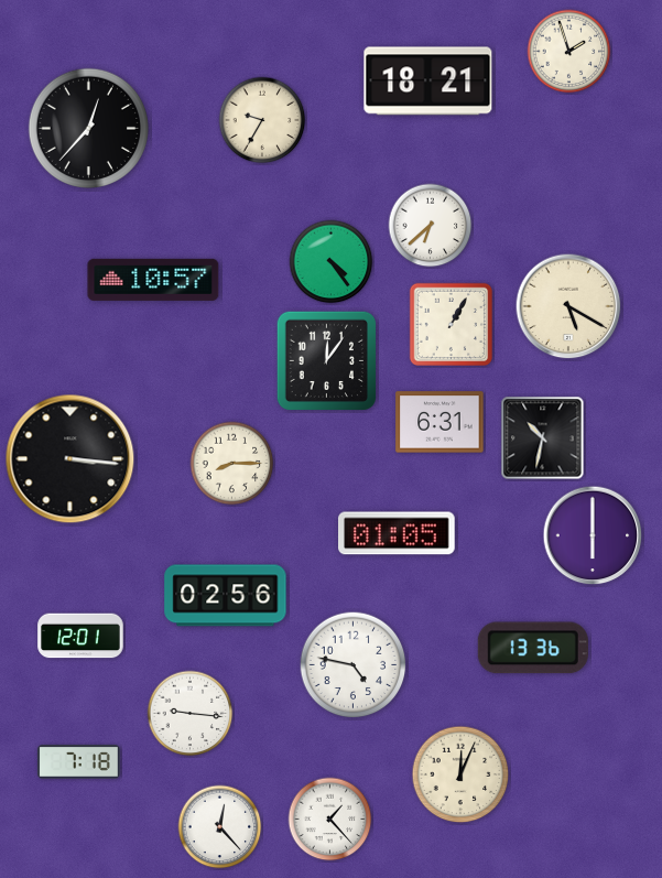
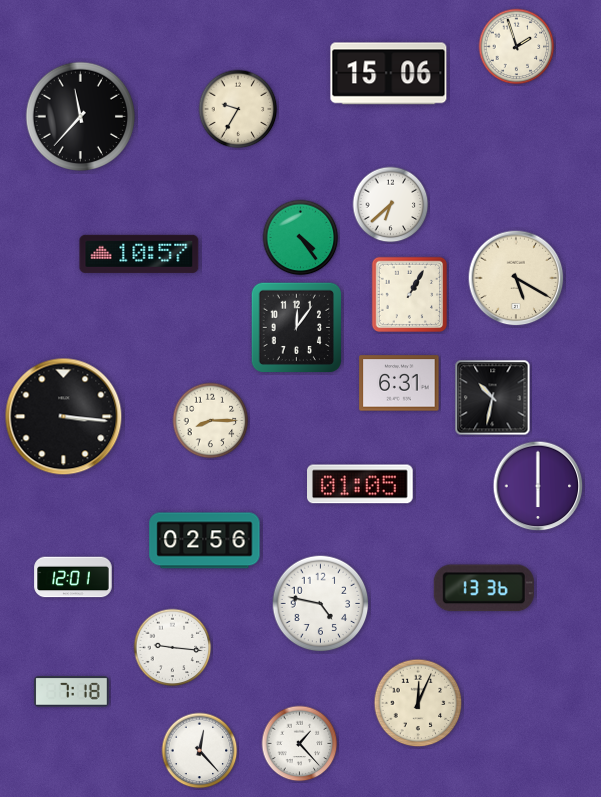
clock at (428, 82): 18:21 -> 15:06
clock at (89, 129): 12:37 -> 11:37
